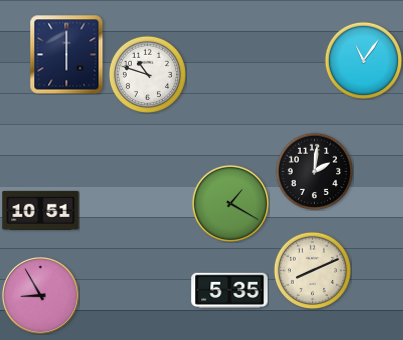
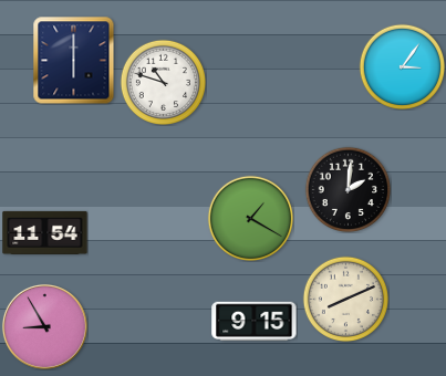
clock at (363, 60): 11:06 -> 3:06
clock at (230, 203) position: (230, 203) -> (250, 218)
clock at (41, 210): 10:51 -> 11:54
clock at (230, 291): 5:35 -> 9:15
